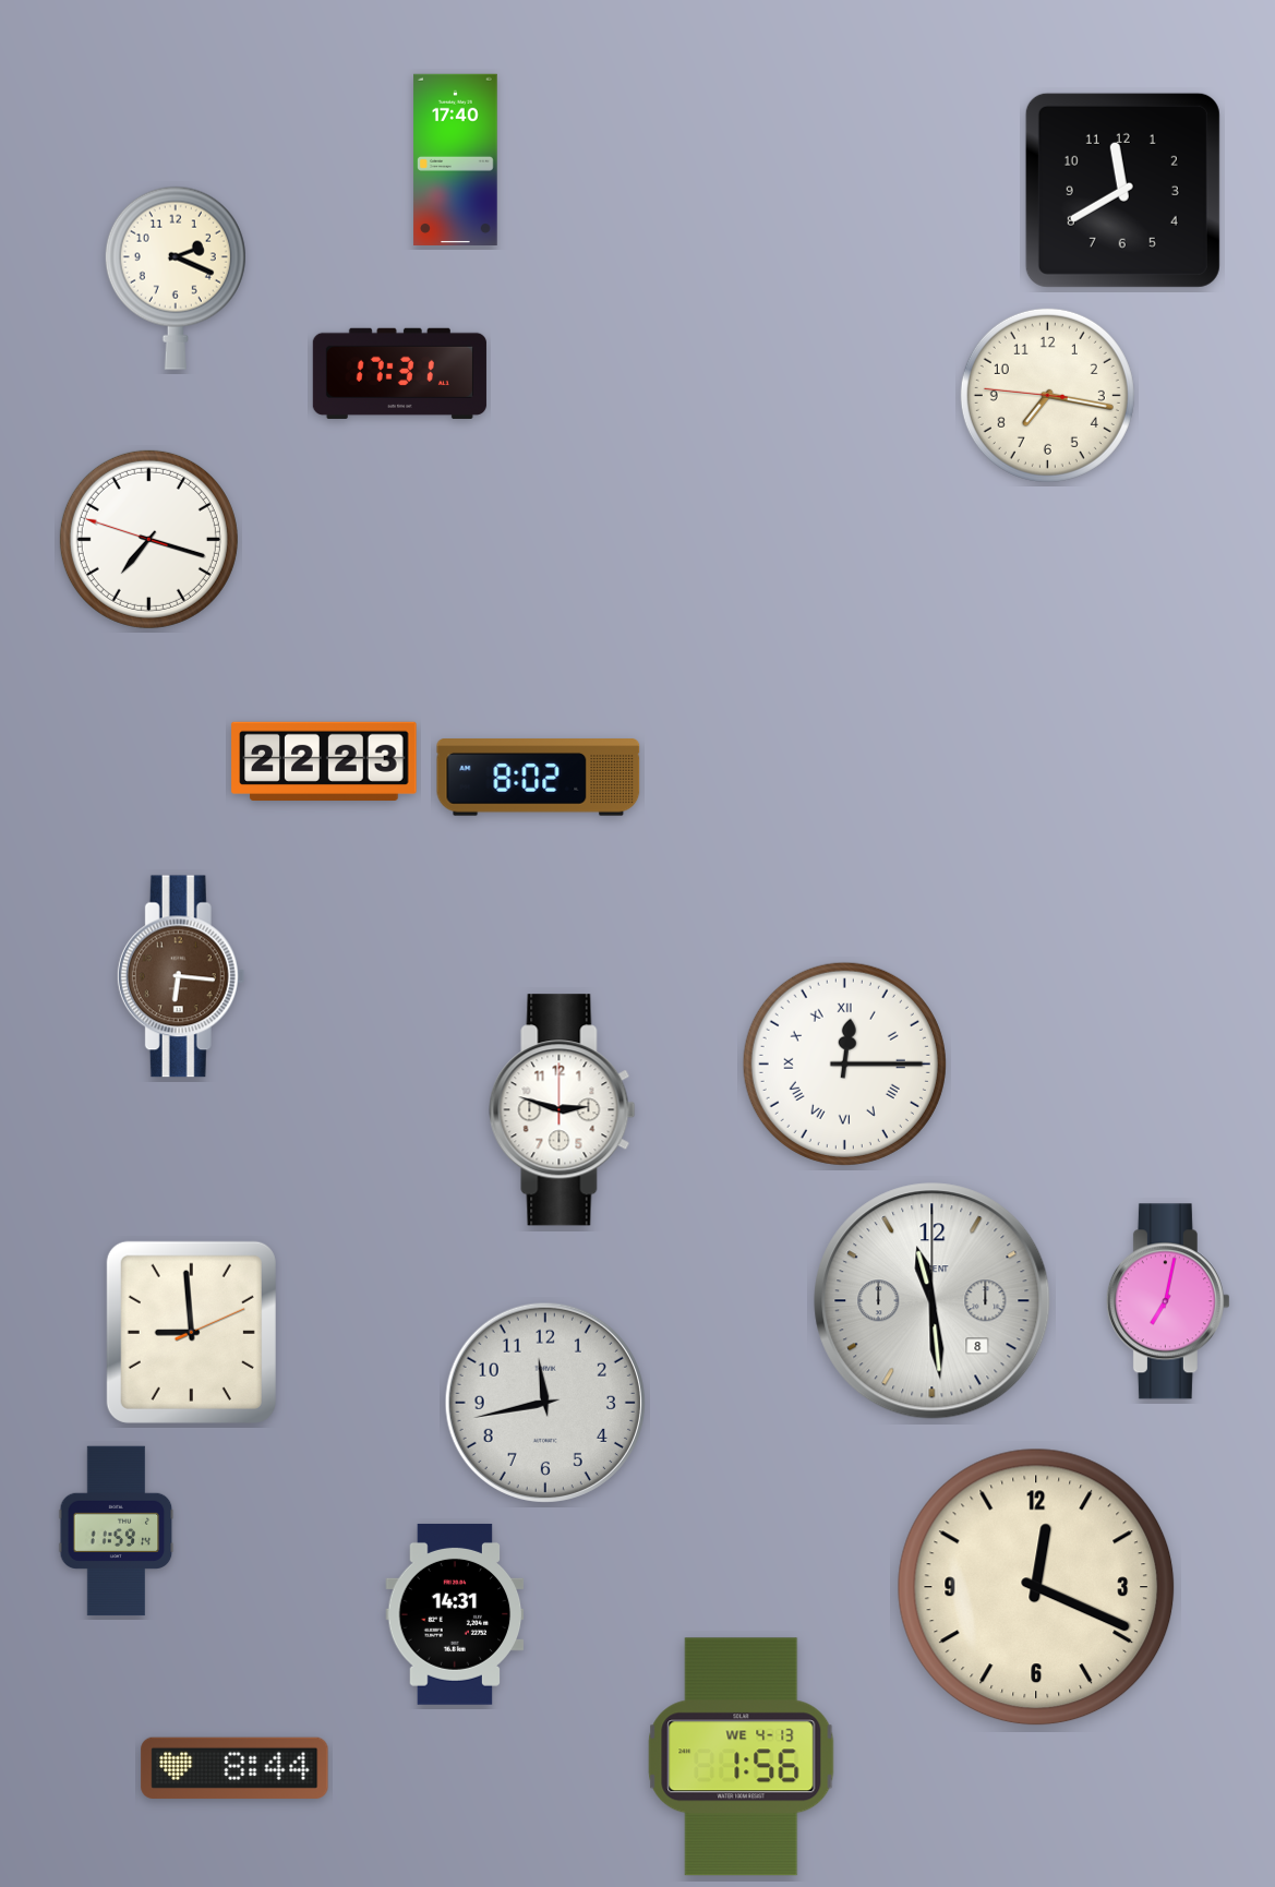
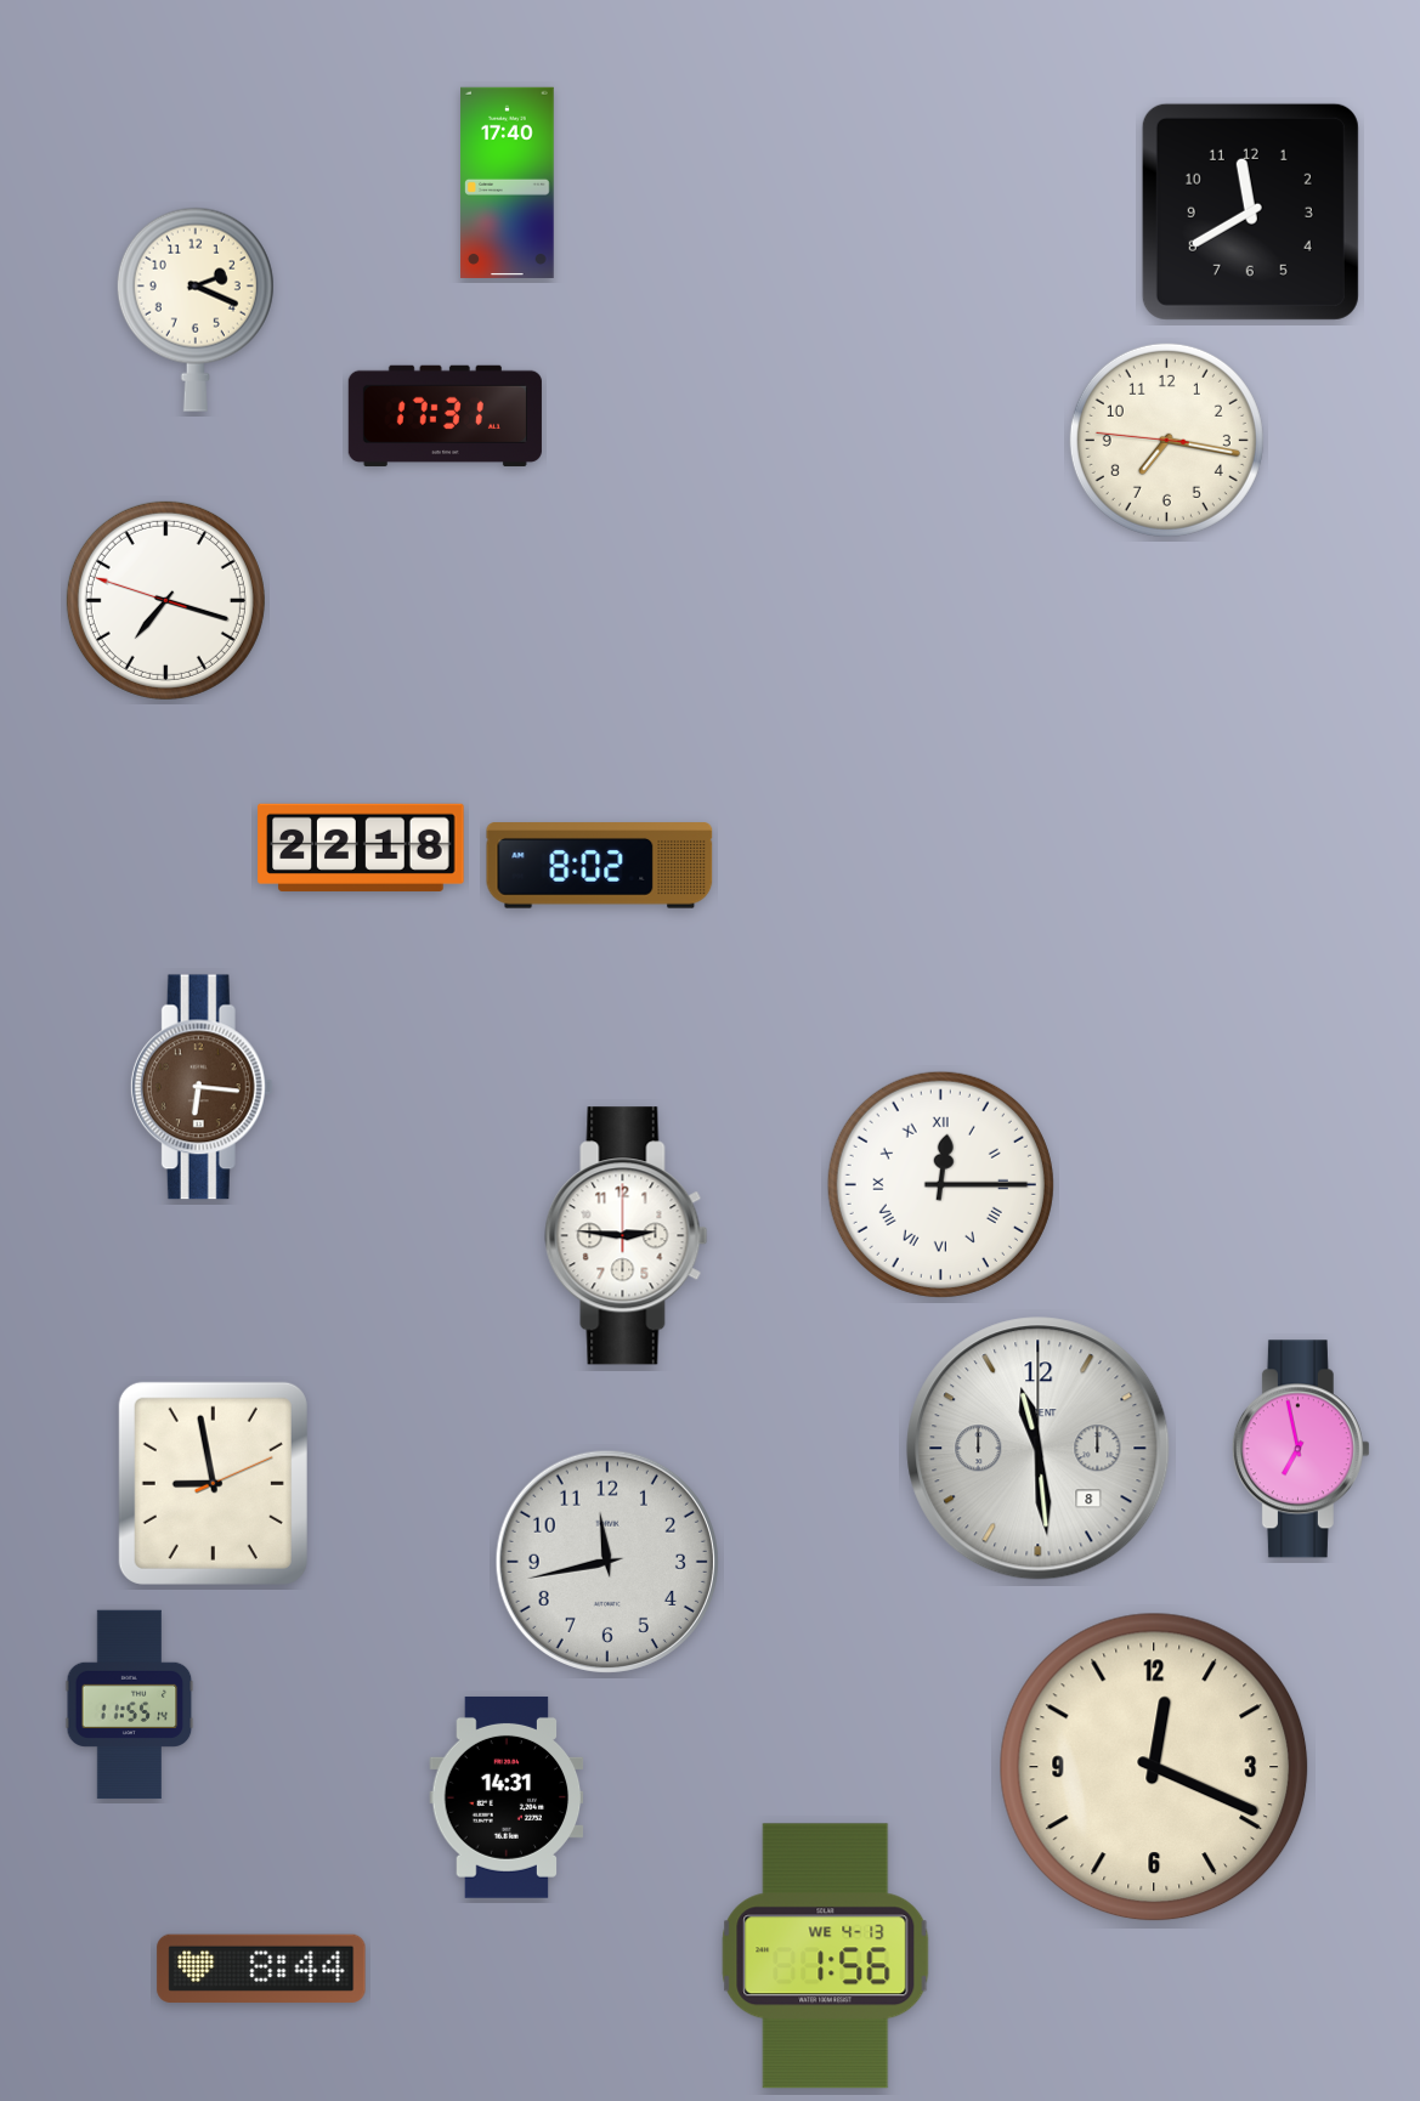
clock at (456, 159) position: (456, 159) -> (508, 182)
clock at (324, 761): 22:23 -> 22:18
clock at (563, 1110): 2:48 -> 2:46
clock at (1168, 1301): 7:02 -> 6:58
clock at (191, 1332): 8:59 -> 8:58
clock at (117, 1531): 11:59 -> 11:55
